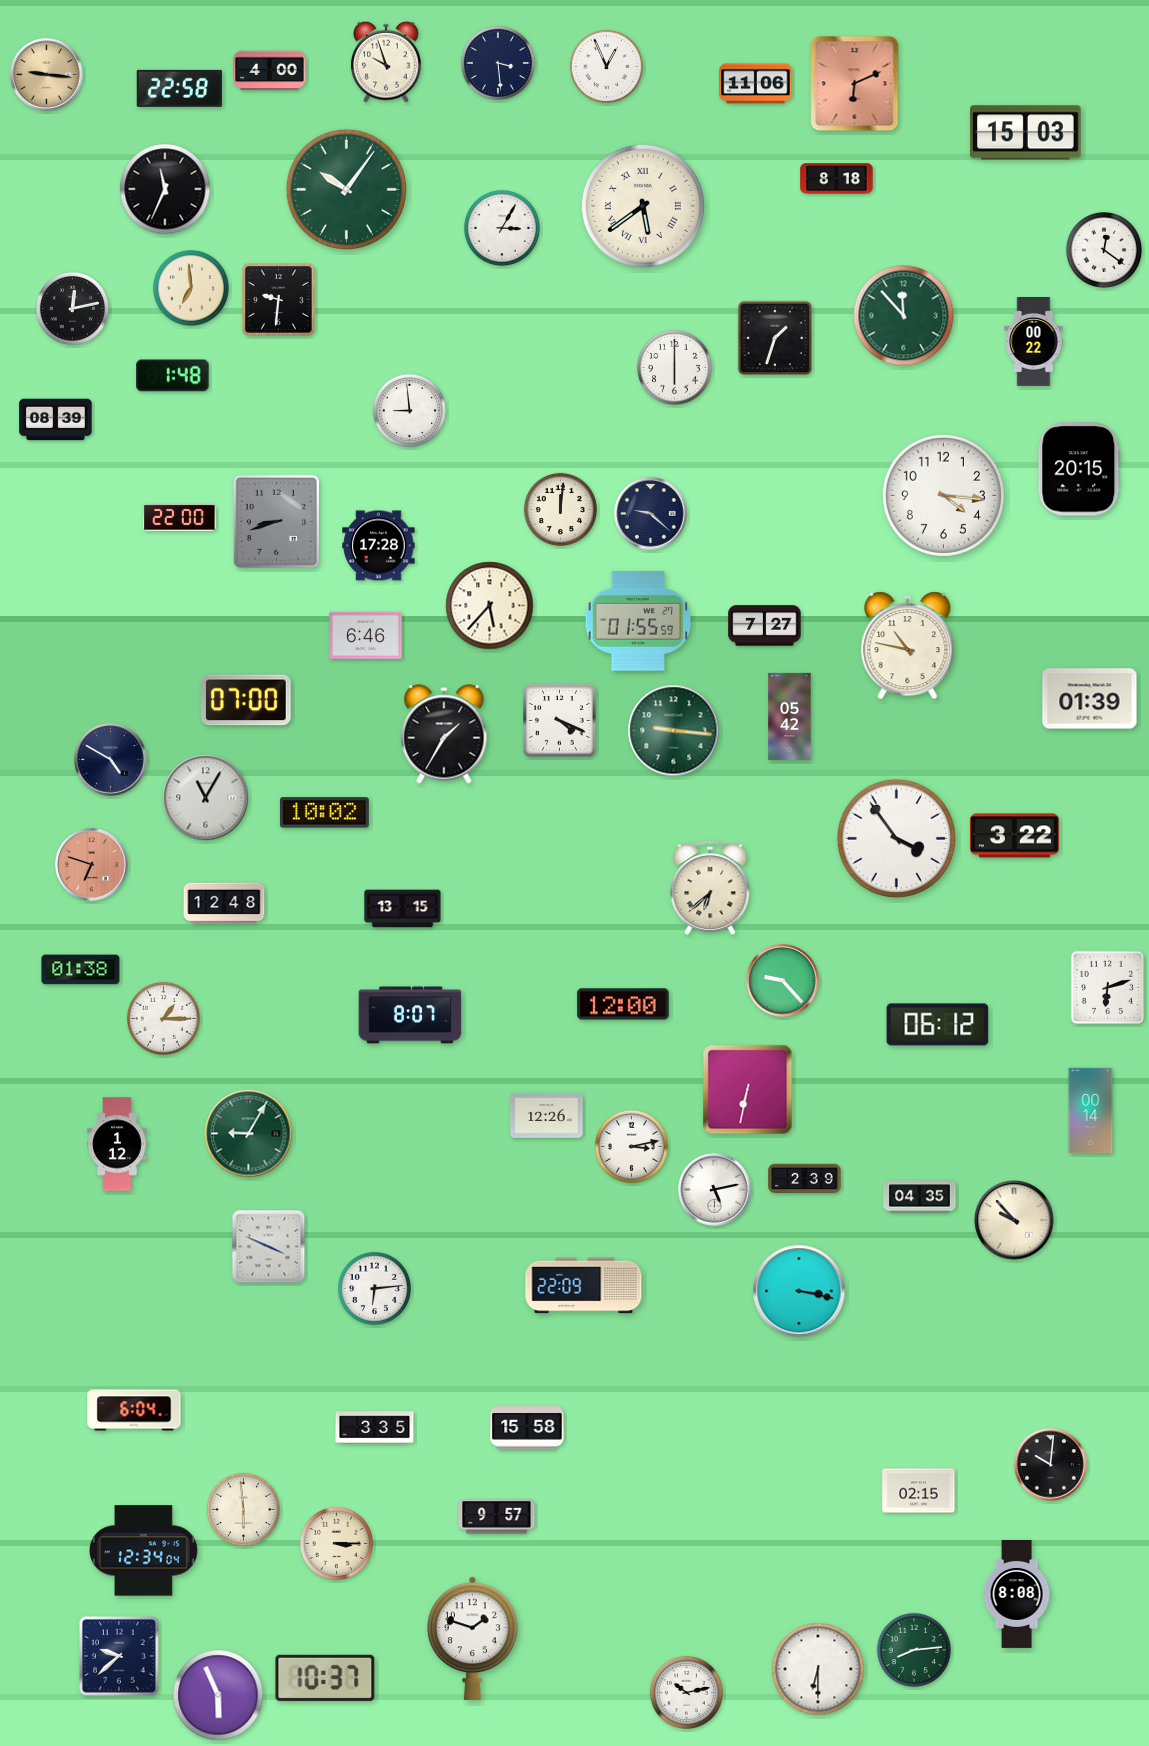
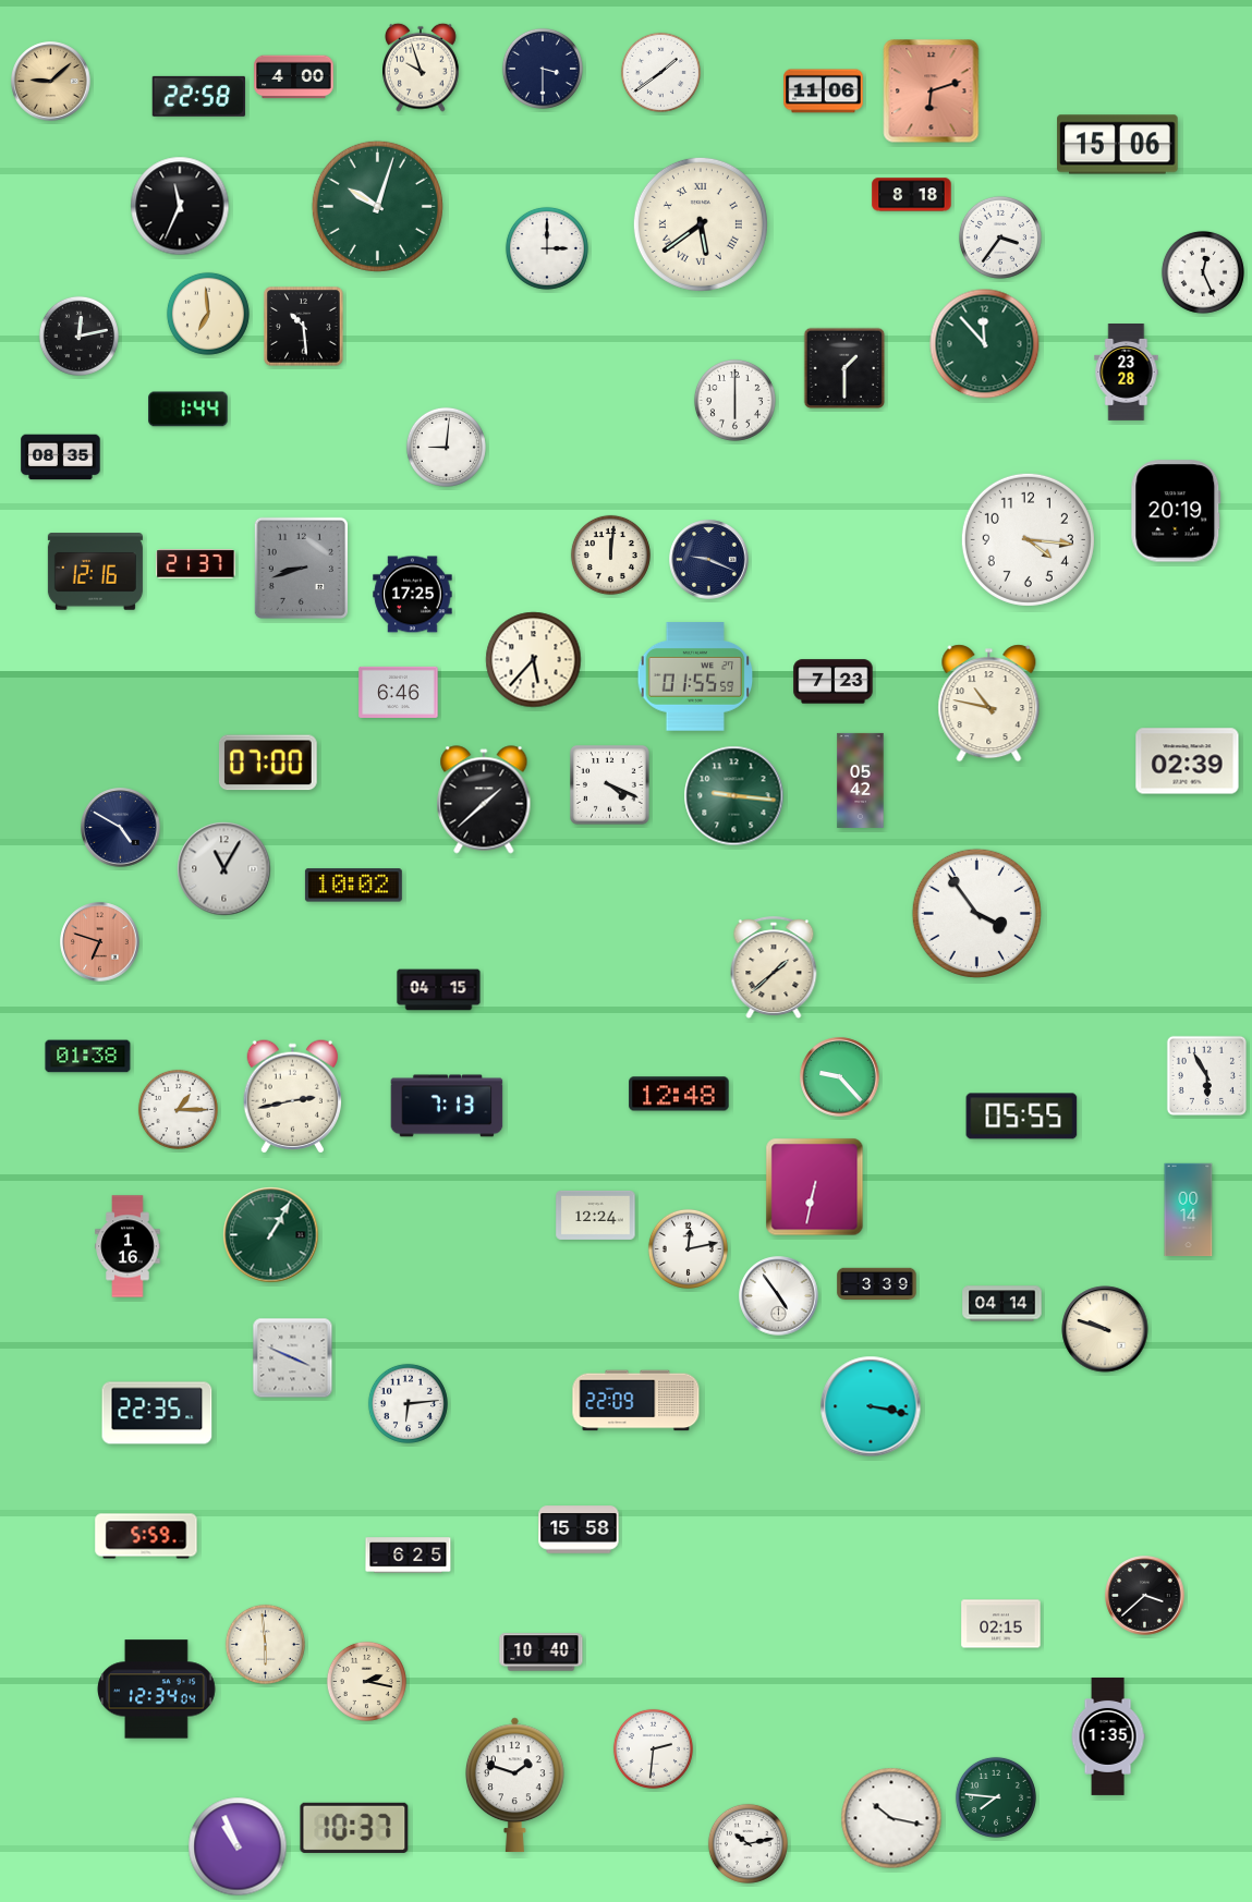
clock at (498, 63): 3:29 -> 3:30
clock at (606, 66): 12:56 -> 1:39
clock at (47, 75): 9:16 -> 9:08
clock at (855, 84): 6:11 -> 6:12
clock at (179, 88) position: (179, 88) -> (198, 96)
clock at (1026, 133): 15:03 -> 15:06
clock at (346, 189): 10:06 -> 10:03
clock at (1000, 237): none -> 3:36
clock at (502, 228): 3:05 -> 3:00
clock at (1104, 250): 12:21 -> 12:26
clock at (279, 300): 9:31 -> 10:29
clock at (775, 338): 1:33 -> 1:30
clock at (1034, 342): 00:22 -> 23:28
clock at (173, 376): 1:48 -> 1:44
clock at (409, 410): 8:59 -> 9:01
clock at (56, 420): 08:39 -> 08:35
clock at (1079, 469): 20:15 -> 20:19
clock at (651, 514): 9:22 -> 9:19
clock at (180, 518): 22:00 -> 21:37
clock at (95, 572): none -> 12:16
clock at (379, 546): 17:28 -> 17:25
clock at (765, 626): 7:27 -> 7:23
clock at (1090, 699): 01:39 -> 02:39
clock at (444, 734): 1:35 -> 1:38
clock at (1014, 836): 3:22 -> none
clock at (710, 889): 6:38 -> 1:38
clock at (224, 903): 12:48 -> none
clock at (403, 909): 13:15 -> 04:15
clock at (783, 981) position: (783, 981) -> (840, 1077)
clock at (1107, 987): 6:12 -> 5:55
clock at (623, 1004): 12:00 -> 12:48
clock at (292, 1097): none -> 2:43
clock at (410, 1015): 8:07 -> 7:13
clock at (938, 1025): 06:12 -> 05:55
clock at (547, 1115): 12:26 -> 12:24
clock at (249, 1134): 9:05 -> 1:05
clock at (117, 1144): 1:12 -> 1:16
clock at (631, 1146): 3:13 -> 12:13
clock at (805, 1179): 2:39 -> 3:39
clock at (715, 1190): 5:13 -> 4:54
clock at (920, 1197): 04:35 -> 04:14
clock at (1014, 1220): 9:53 -> 9:48
clock at (157, 1413): none -> 22:35
clock at (134, 1410): 6:04 -> 5:59
clock at (375, 1428): 3:35 -> 6:25
clock at (527, 1428) position: (527, 1428) -> (579, 1529)
clock at (1051, 1465): 10:01 -> 3:38
clock at (497, 1517): 9:57 -> 10:40
clock at (336, 1543): 3:15 -> 2:17
clock at (1017, 1594): 8:08 -> 1:35
clock at (653, 1748): none -> 2:31
clock at (914, 1650): 8:14 -> 7:46
clock at (120, 1657): 9:38 -> none
clock at (818, 1669): 6:30 -> 10:17
clock at (218, 1695): 5:56 -> 10:56
